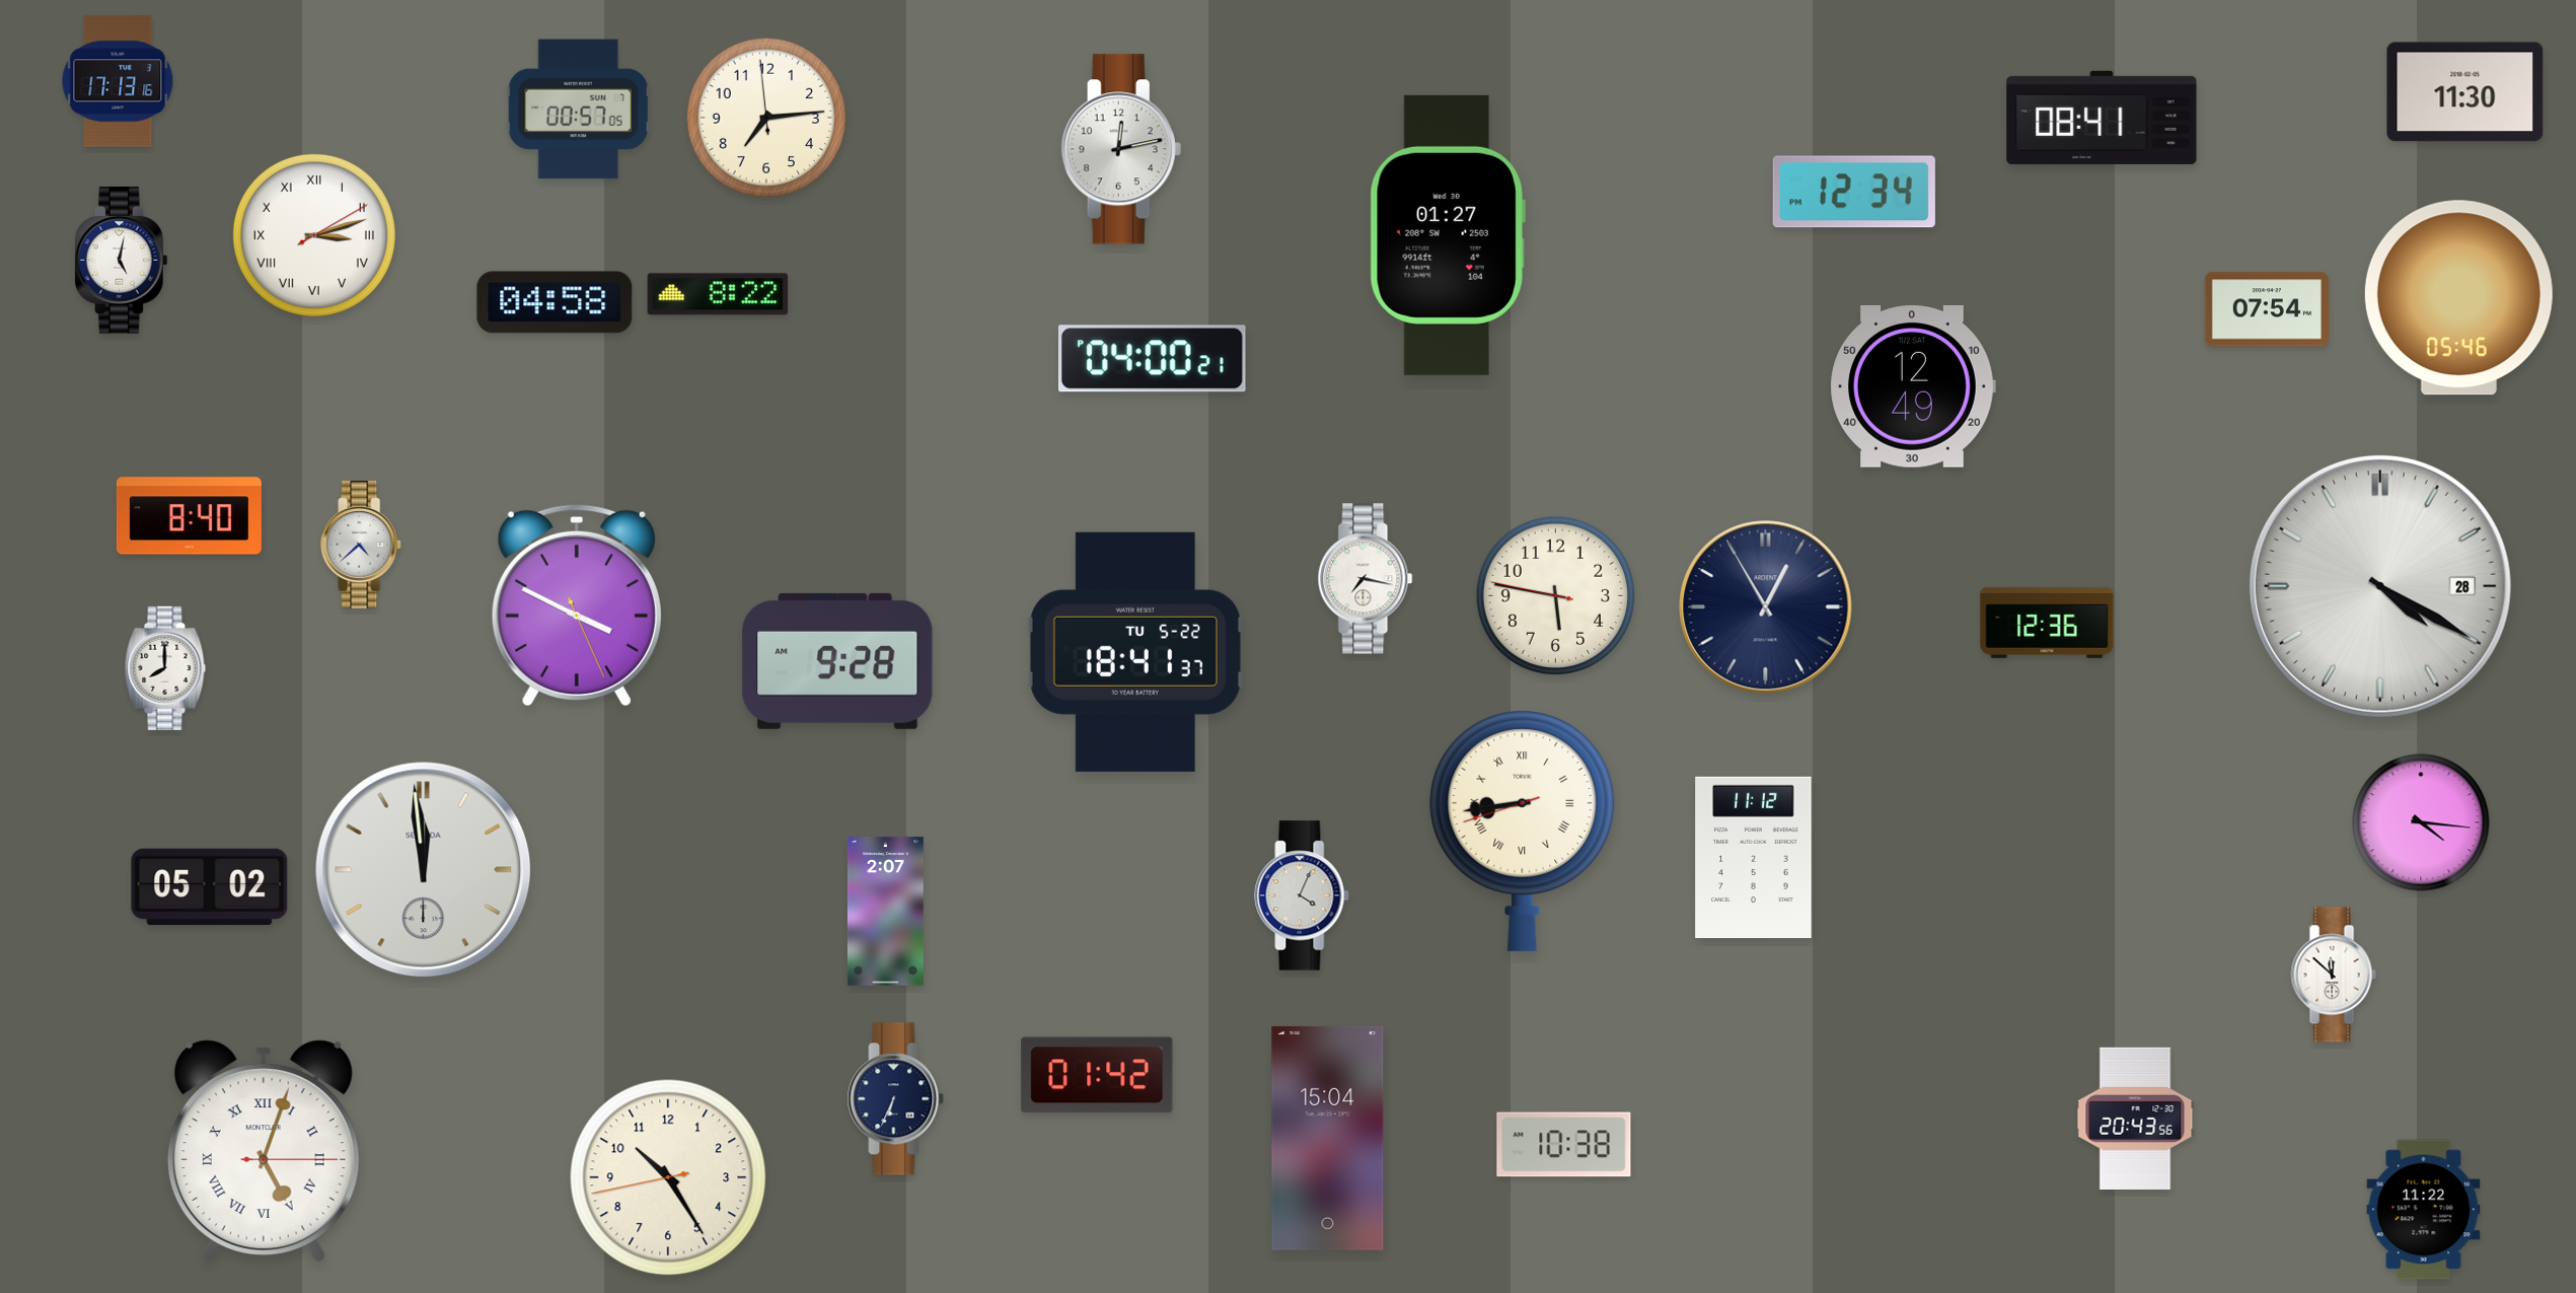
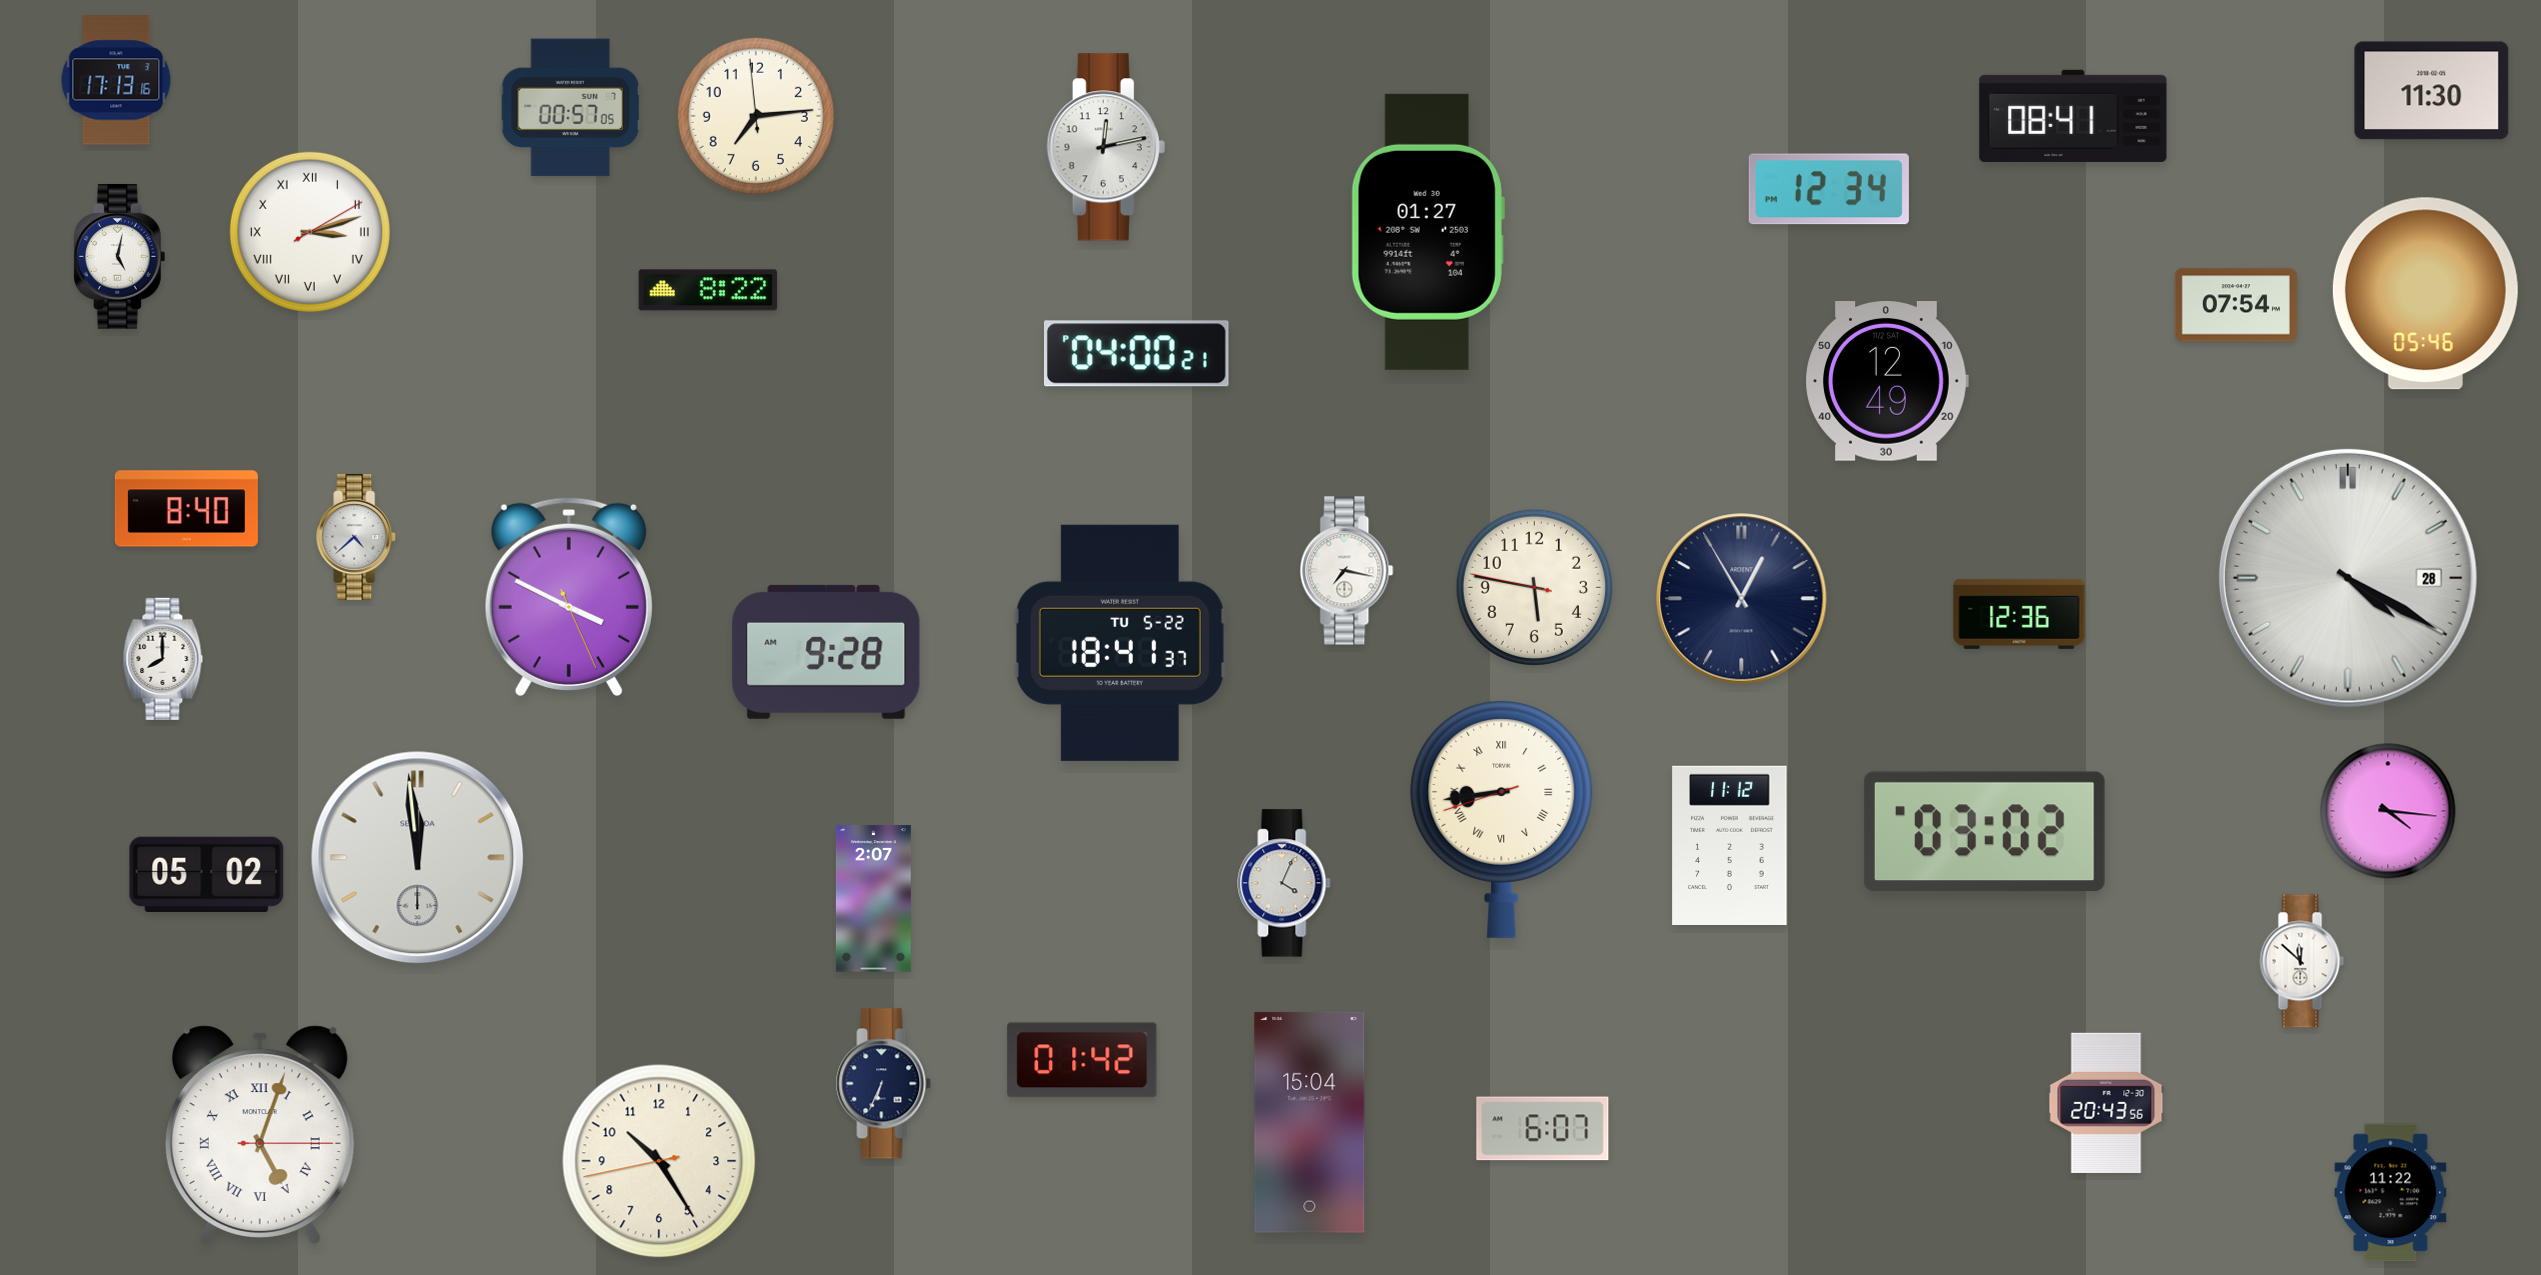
clock at (555, 302): 04:58 -> none
clock at (1984, 831): none -> 03:02
clock at (1564, 1145): 10:38 -> 6:07
